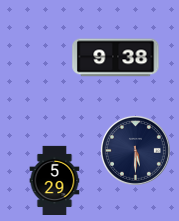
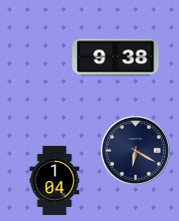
clock at (135, 150): 5:30 -> 6:20
clock at (55, 180): 5:29 -> 1:04
